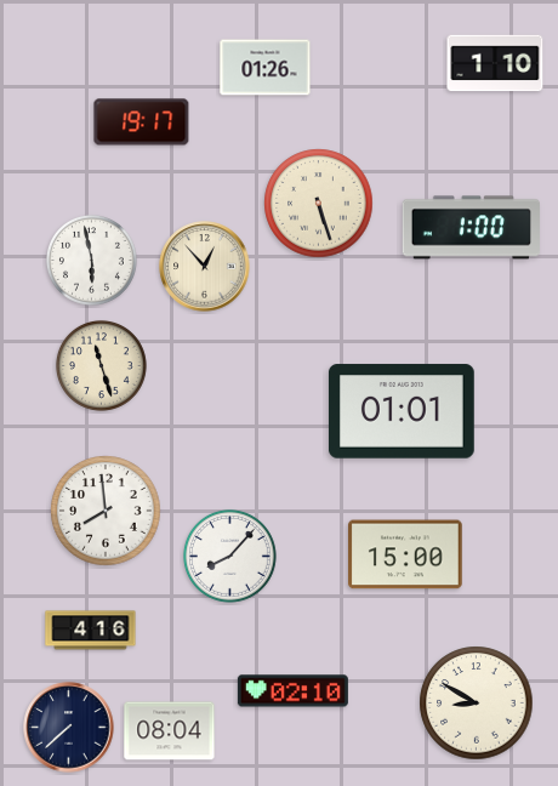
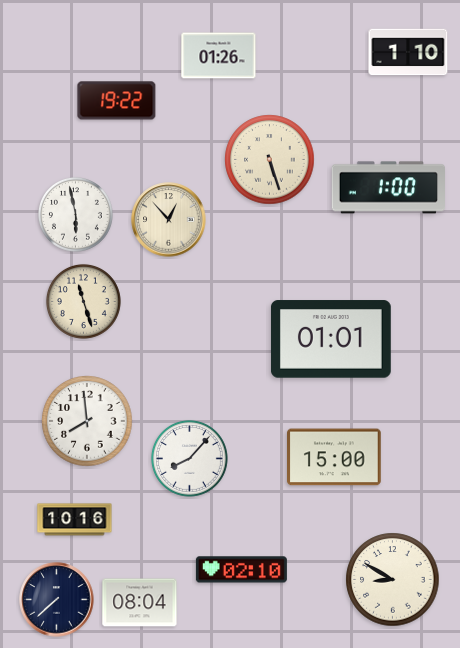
clock at (142, 123): 19:17 -> 19:22
clock at (319, 204) position: (319, 204) -> (270, 160)
clock at (91, 631): 4:16 -> 10:16
